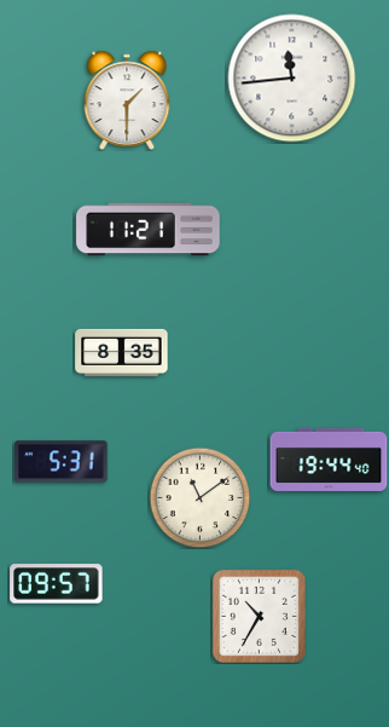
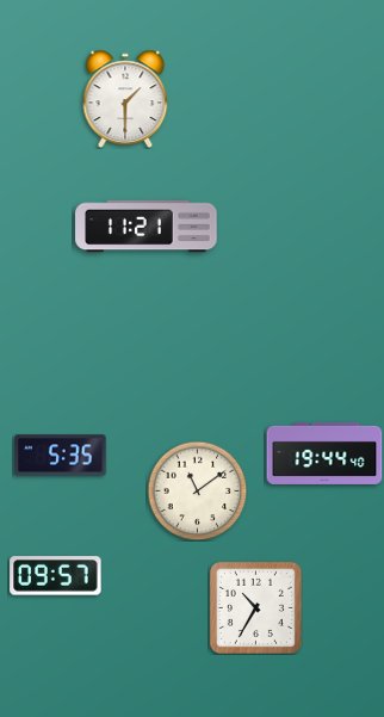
clock at (292, 79): 11:44 -> none
clock at (122, 352): 8:35 -> none
clock at (62, 462): 5:31 -> 5:35
